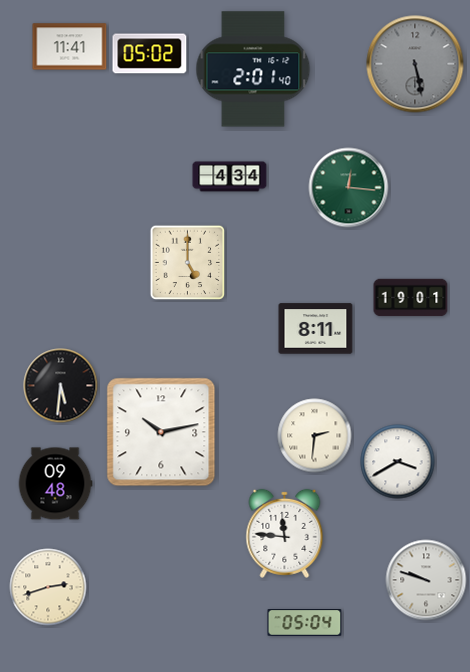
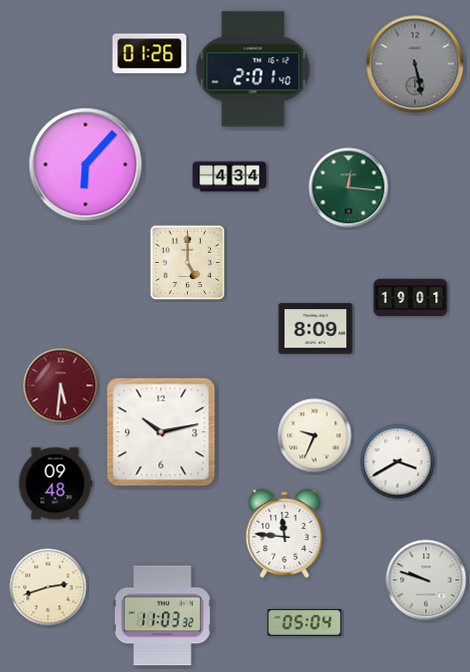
clock at (70, 47): 11:41 -> none
clock at (150, 54): 05:02 -> 01:26
clock at (86, 165): none -> 6:07
clock at (316, 329): 8:11 -> 8:09
clock at (61, 386) dial: black -> burgundy
clock at (315, 436): 2:31 -> 9:34
clock at (162, 616): none -> 11:03
